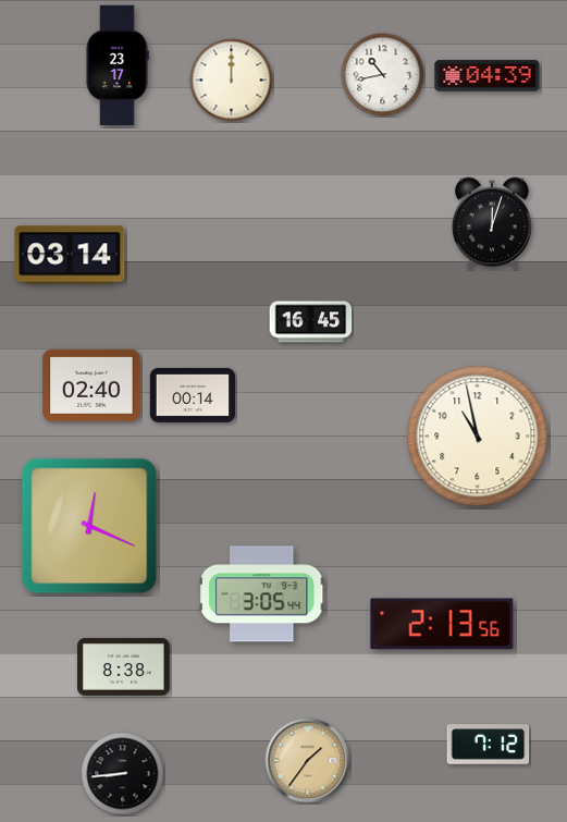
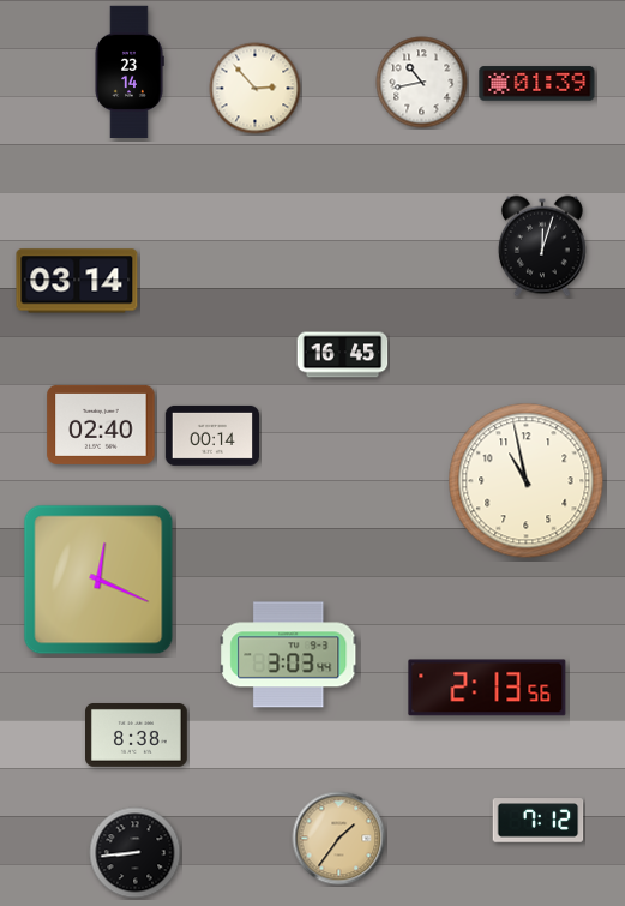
clock at (118, 65): 23:17 -> 23:14
clock at (488, 76): 04:39 -> 01:39
clock at (232, 81): 12:00 -> 2:53
clock at (262, 594): 3:05 -> 3:03
